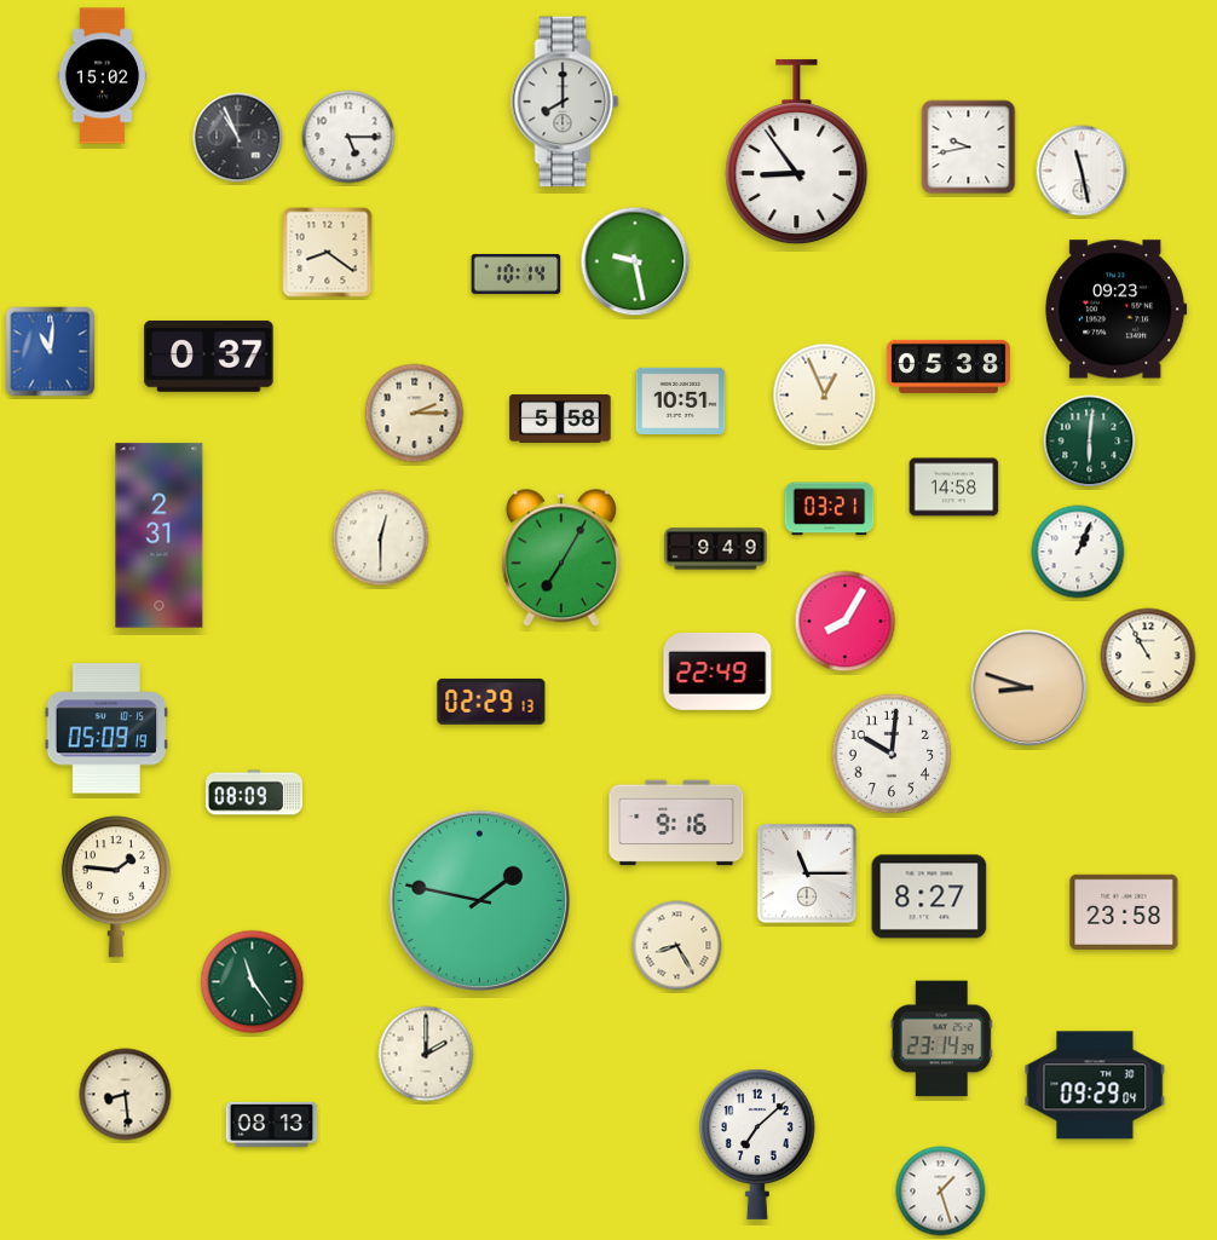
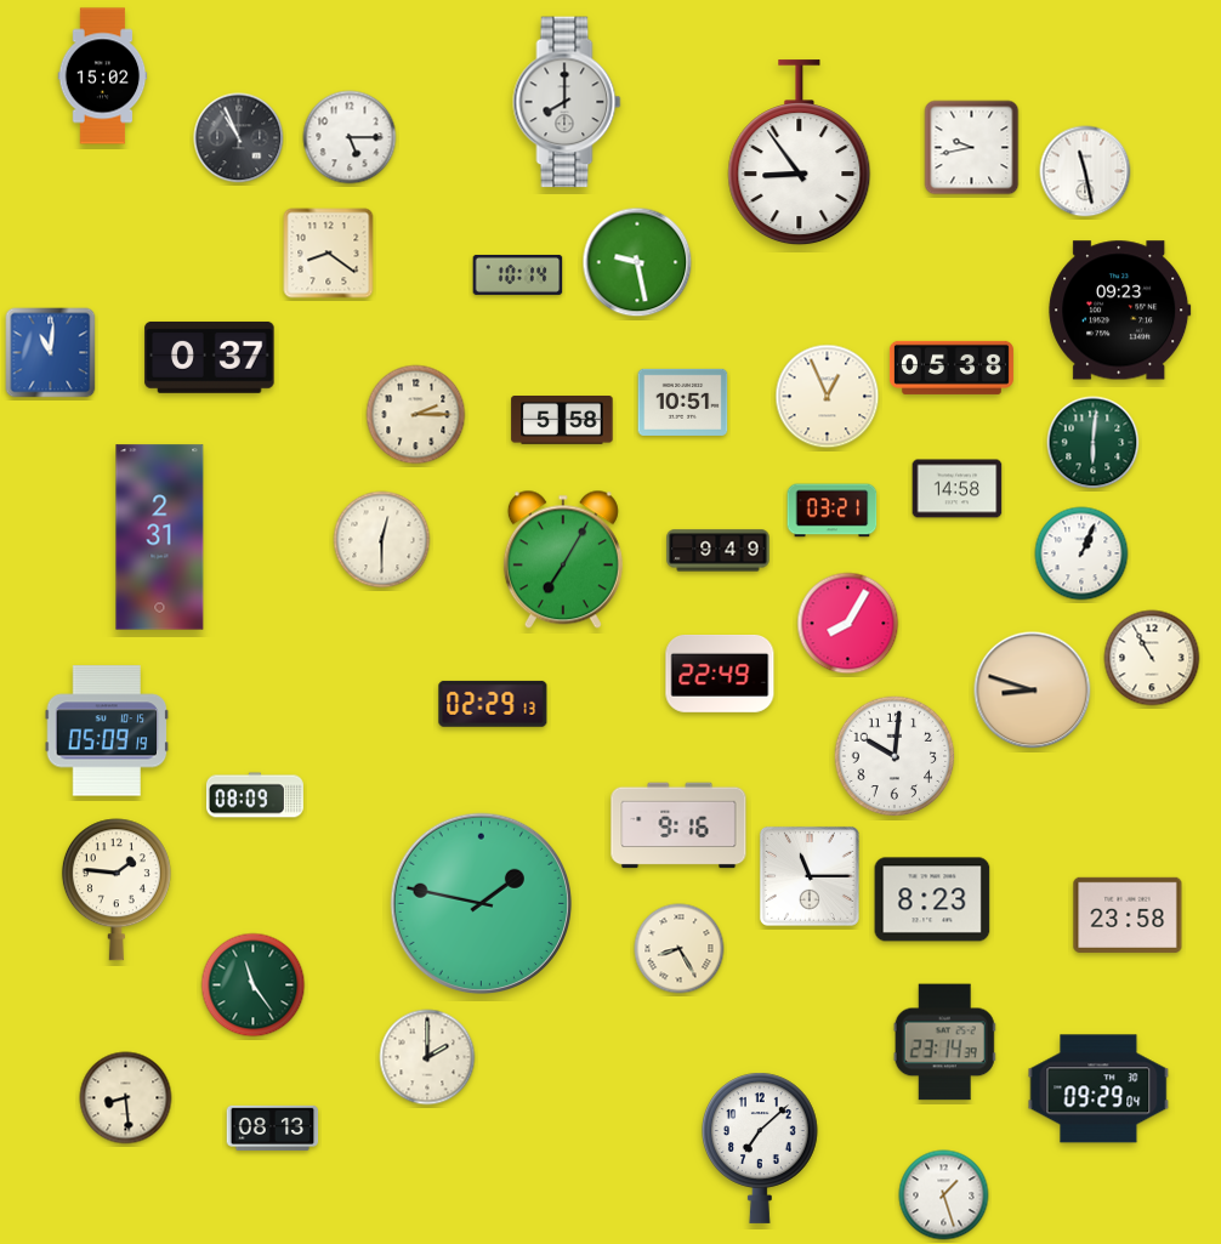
clock at (929, 896): 8:27 -> 8:23
